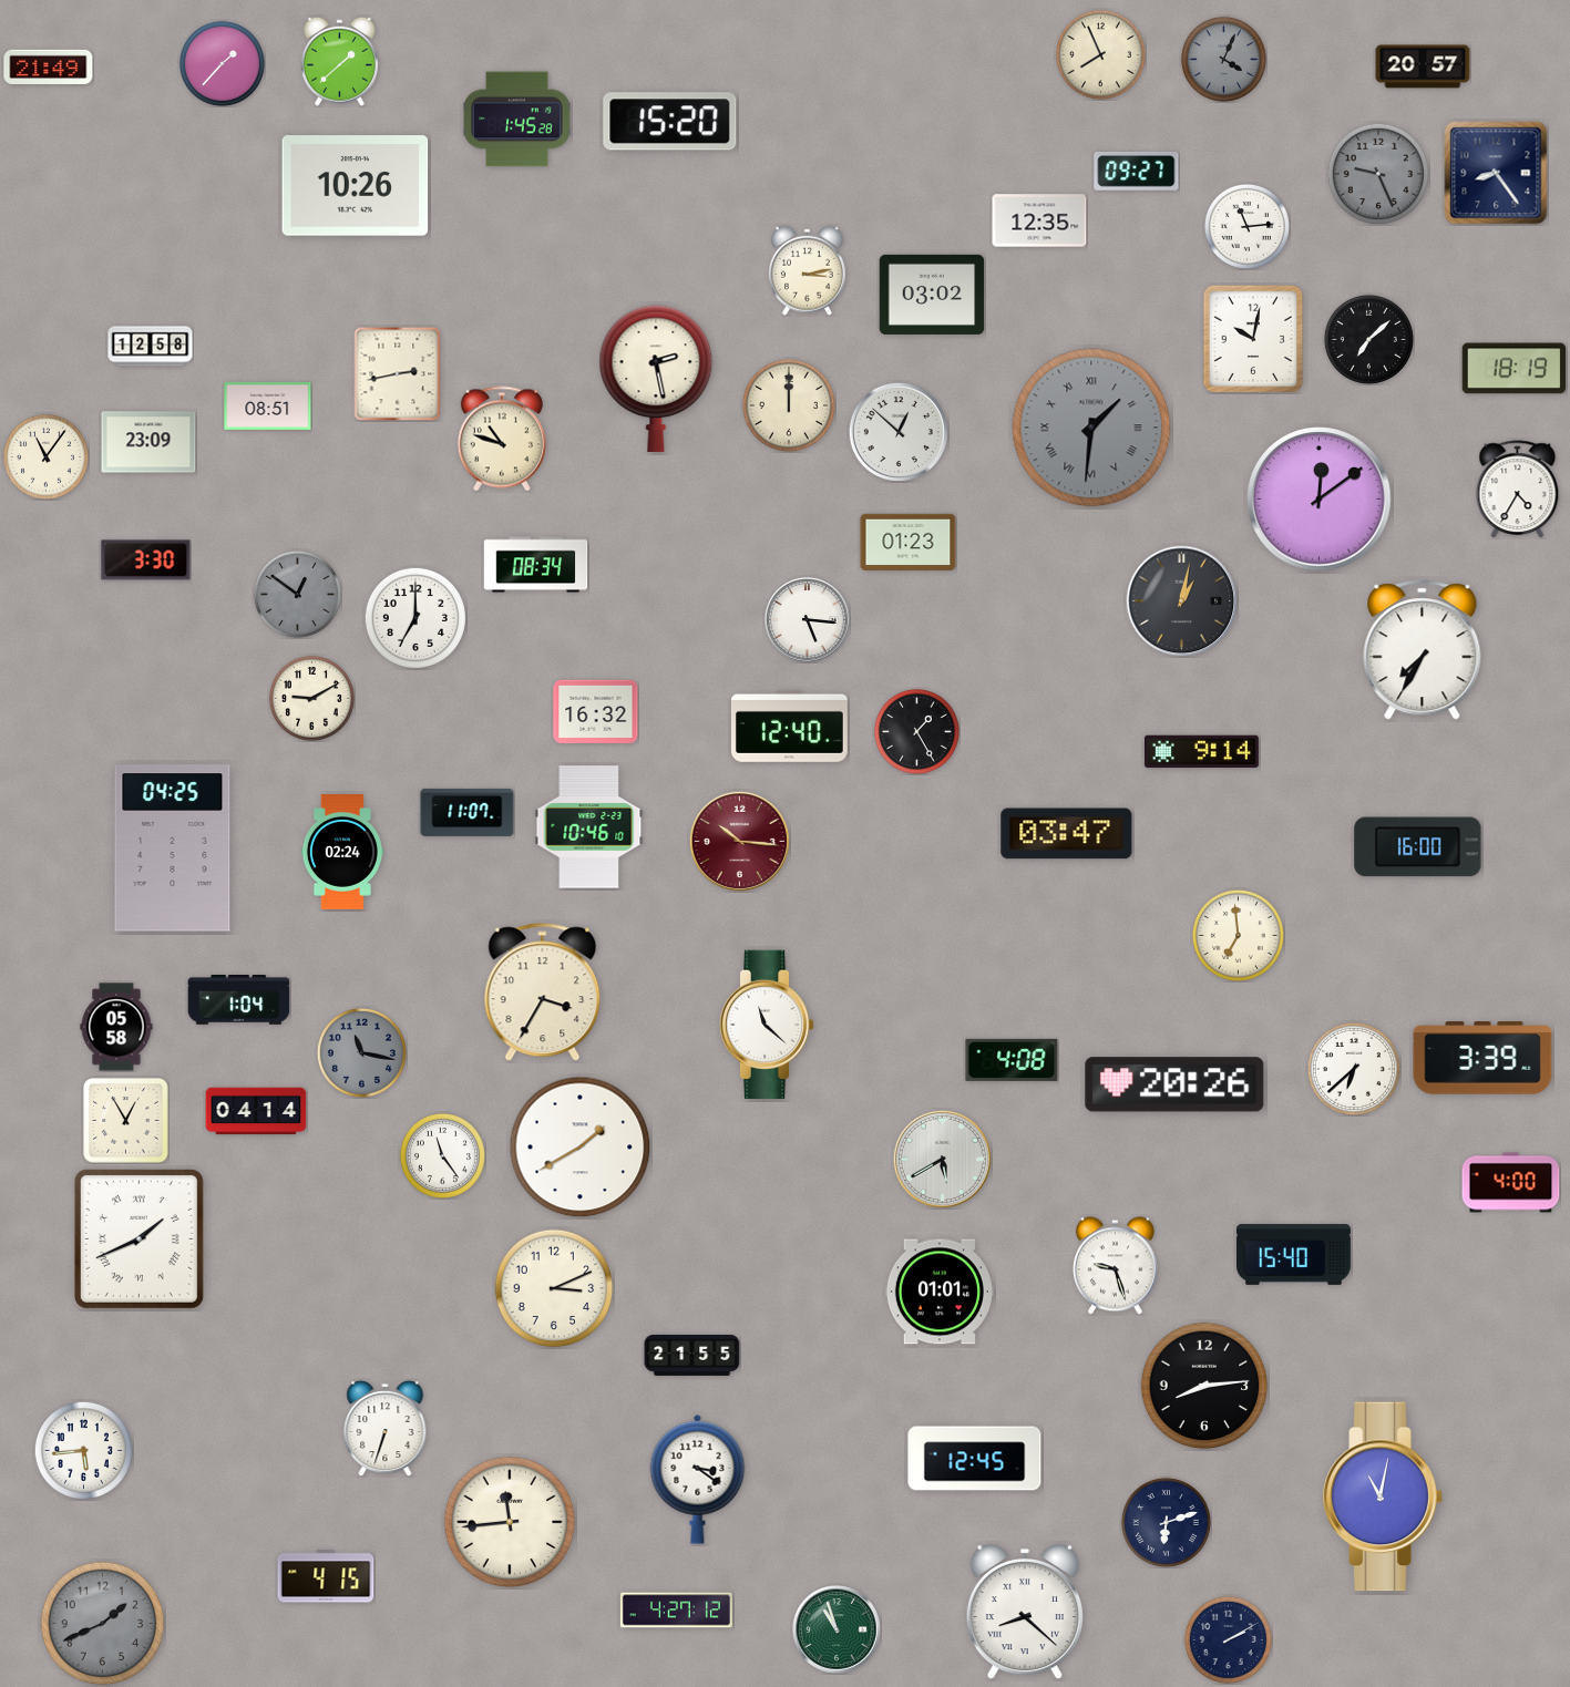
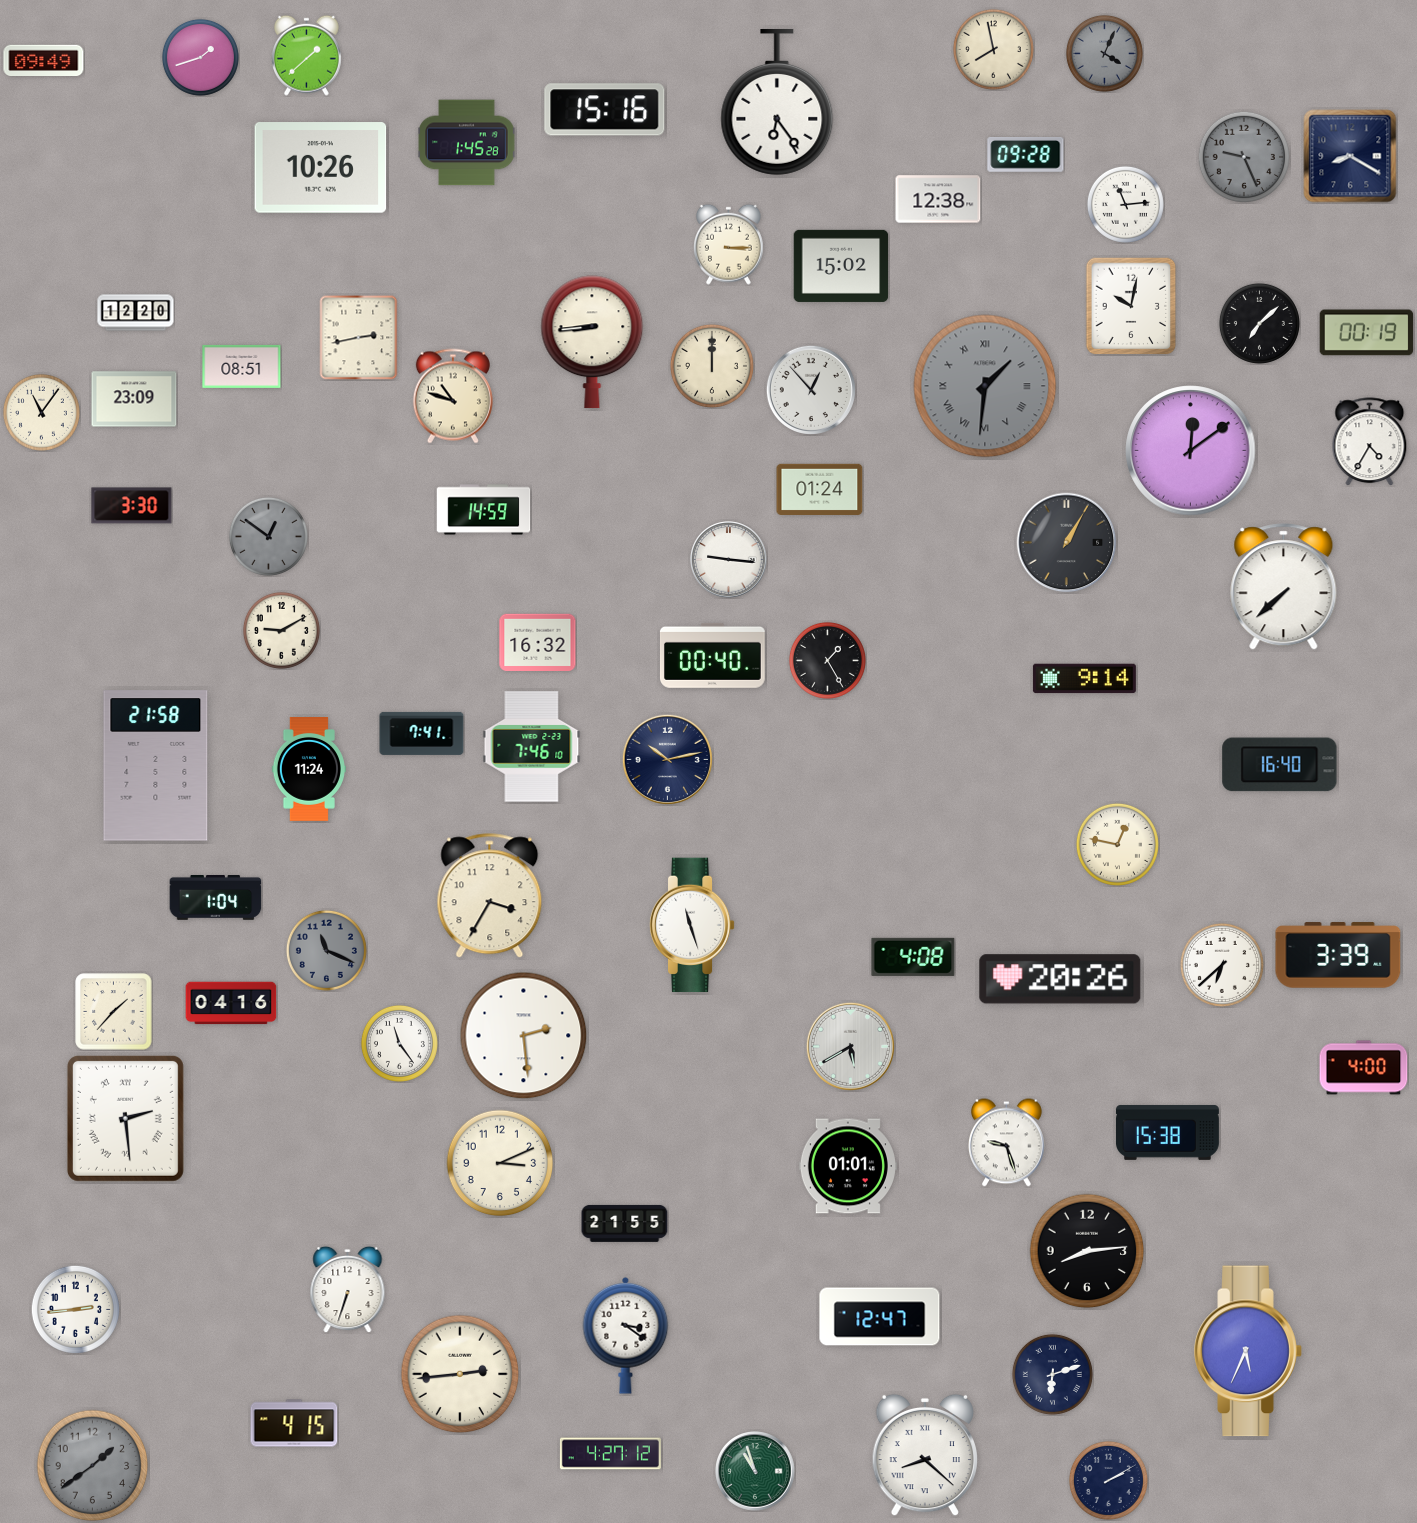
clock at (1100, 54): 7:56 -> 7:58
clock at (222, 63): 1:37 -> 1:42
clock at (1423, 66): 20:57 -> none
clock at (49, 68): 21:49 -> 09:49
clock at (777, 102): none -> 6:24
clock at (517, 120) position: (517, 120) -> (467, 143)
clock at (670, 122): 15:20 -> 15:16
clock at (1137, 172): 09:27 -> 09:28
clock at (1496, 173): 8:24 -> 8:20
clock at (1039, 220): 12:35 -> 12:38
clock at (807, 270): 3:13 -> 3:15
clock at (932, 295): 03:02 -> 15:02
clock at (1368, 339) position: (1368, 339) -> (1259, 323)
clock at (151, 347): 12:58 -> 12:20
clock at (1515, 369): 18:19 -> 00:19
clock at (656, 379): 2:28 -> 8:44
clock at (899, 432): 12:52 -> 12:53
clock at (909, 542): 01:23 -> 01:24
clock at (536, 565): 08:34 -> 14:59
clock at (1182, 601): 1:02 -> 1:05
clock at (415, 618): 7:00 -> none
clock at (808, 620): 5:16 -> 9:16
clock at (1423, 650): 7:35 -> 7:38
clock at (789, 726): 12:40 -> 00:40
clock at (468, 812): 11:07 -> 7:41
clock at (589, 827): 10:46 -> 7:46
clock at (1067, 834): 03:47 -> none
clock at (739, 841): 10:16 -> 10:13
clock at (739, 841) dial: burgundy -> navy
clock at (1418, 847): 16:00 -> 16:40
clock at (173, 848): 04:25 -> 21:58
clock at (342, 853): 02:24 -> 11:24
clock at (1238, 935): 6:59 -> 12:47
clock at (239, 1000) position: (239, 1000) -> (216, 898)
clock at (767, 1025): 11:22 -> 11:27
clock at (116, 1027): 05:58 -> none
clock at (361, 1052): 11:17 -> 11:19
clock at (256, 1111): 04:14 -> 04:16
clock at (126, 1121): 12:55 -> 1:37
clock at (581, 1148): 1:40 -> 2:29
clock at (138, 1238): 1:41 -> 2:29
clock at (1293, 1254): 15:40 -> 15:38
clock at (83, 1450): 5:44 -> 2:44
clock at (975, 1459): 12:45 -> 12:47
clock at (698, 1479) position: (698, 1479) -> (626, 1335)
clock at (1383, 1496): 11:02 -> 5:34
clock at (510, 1522): 11:44 -> 2:44
clock at (103, 1624): 1:41 -> 1:39
